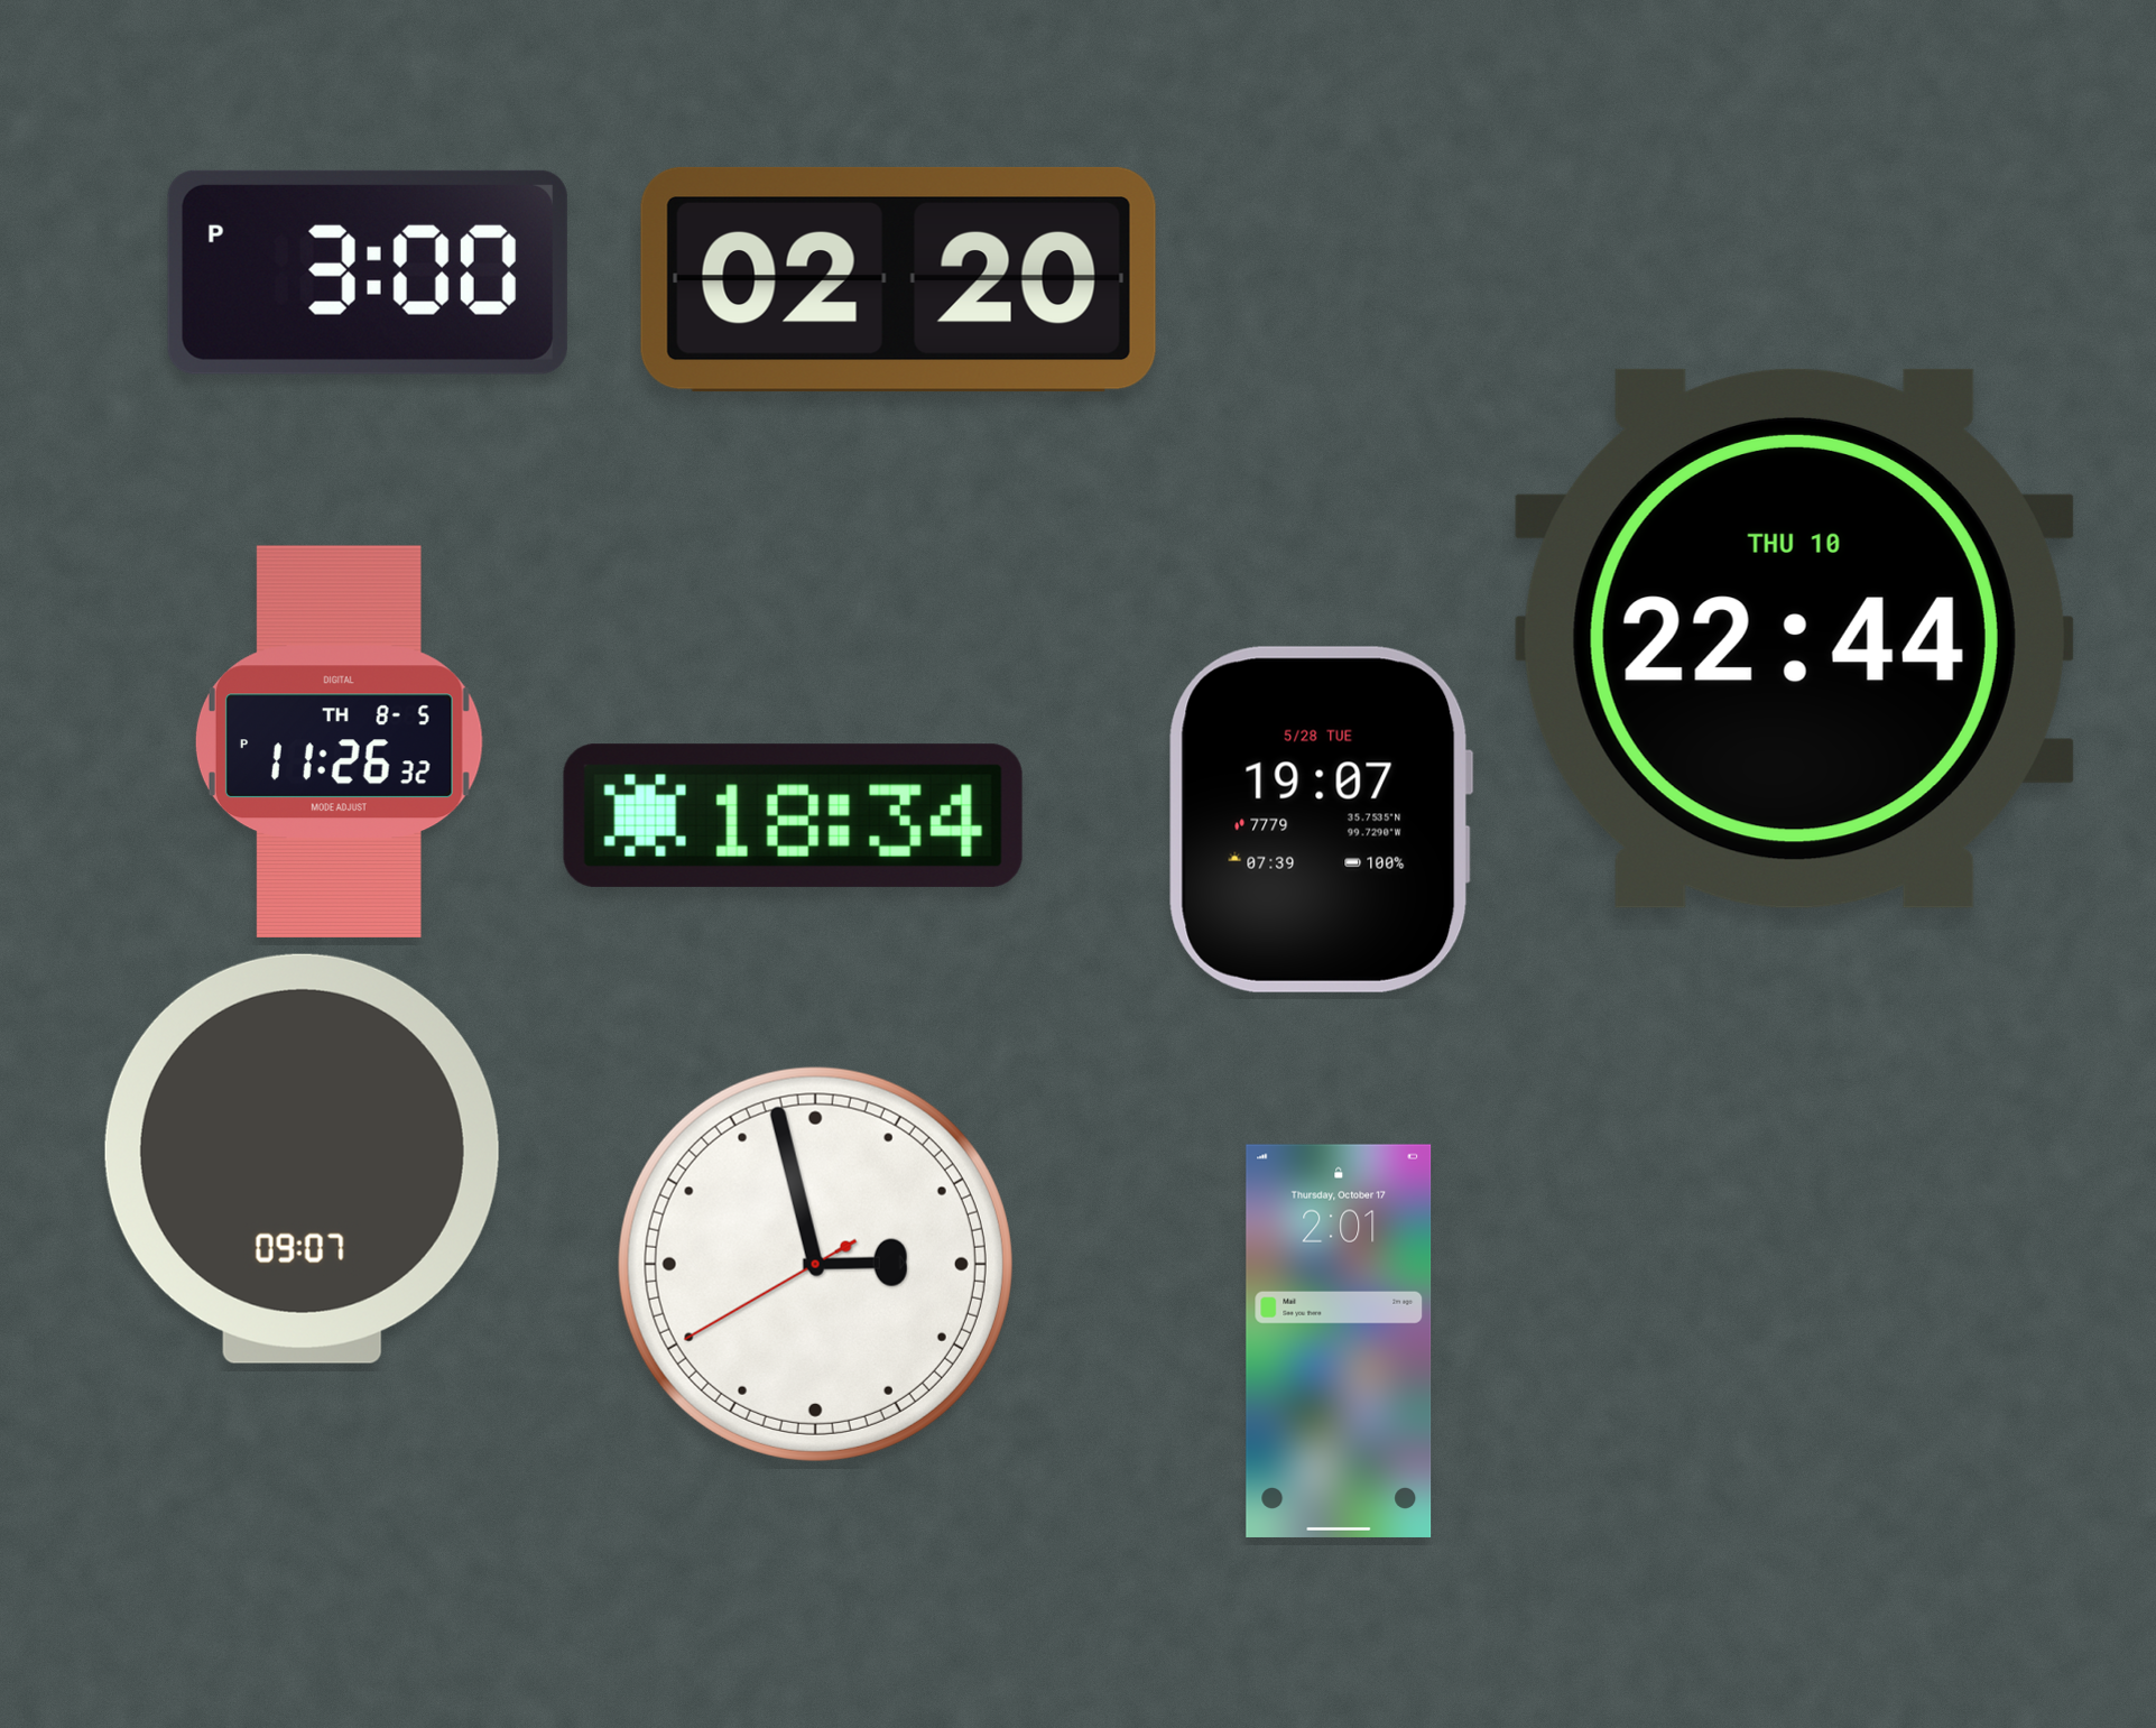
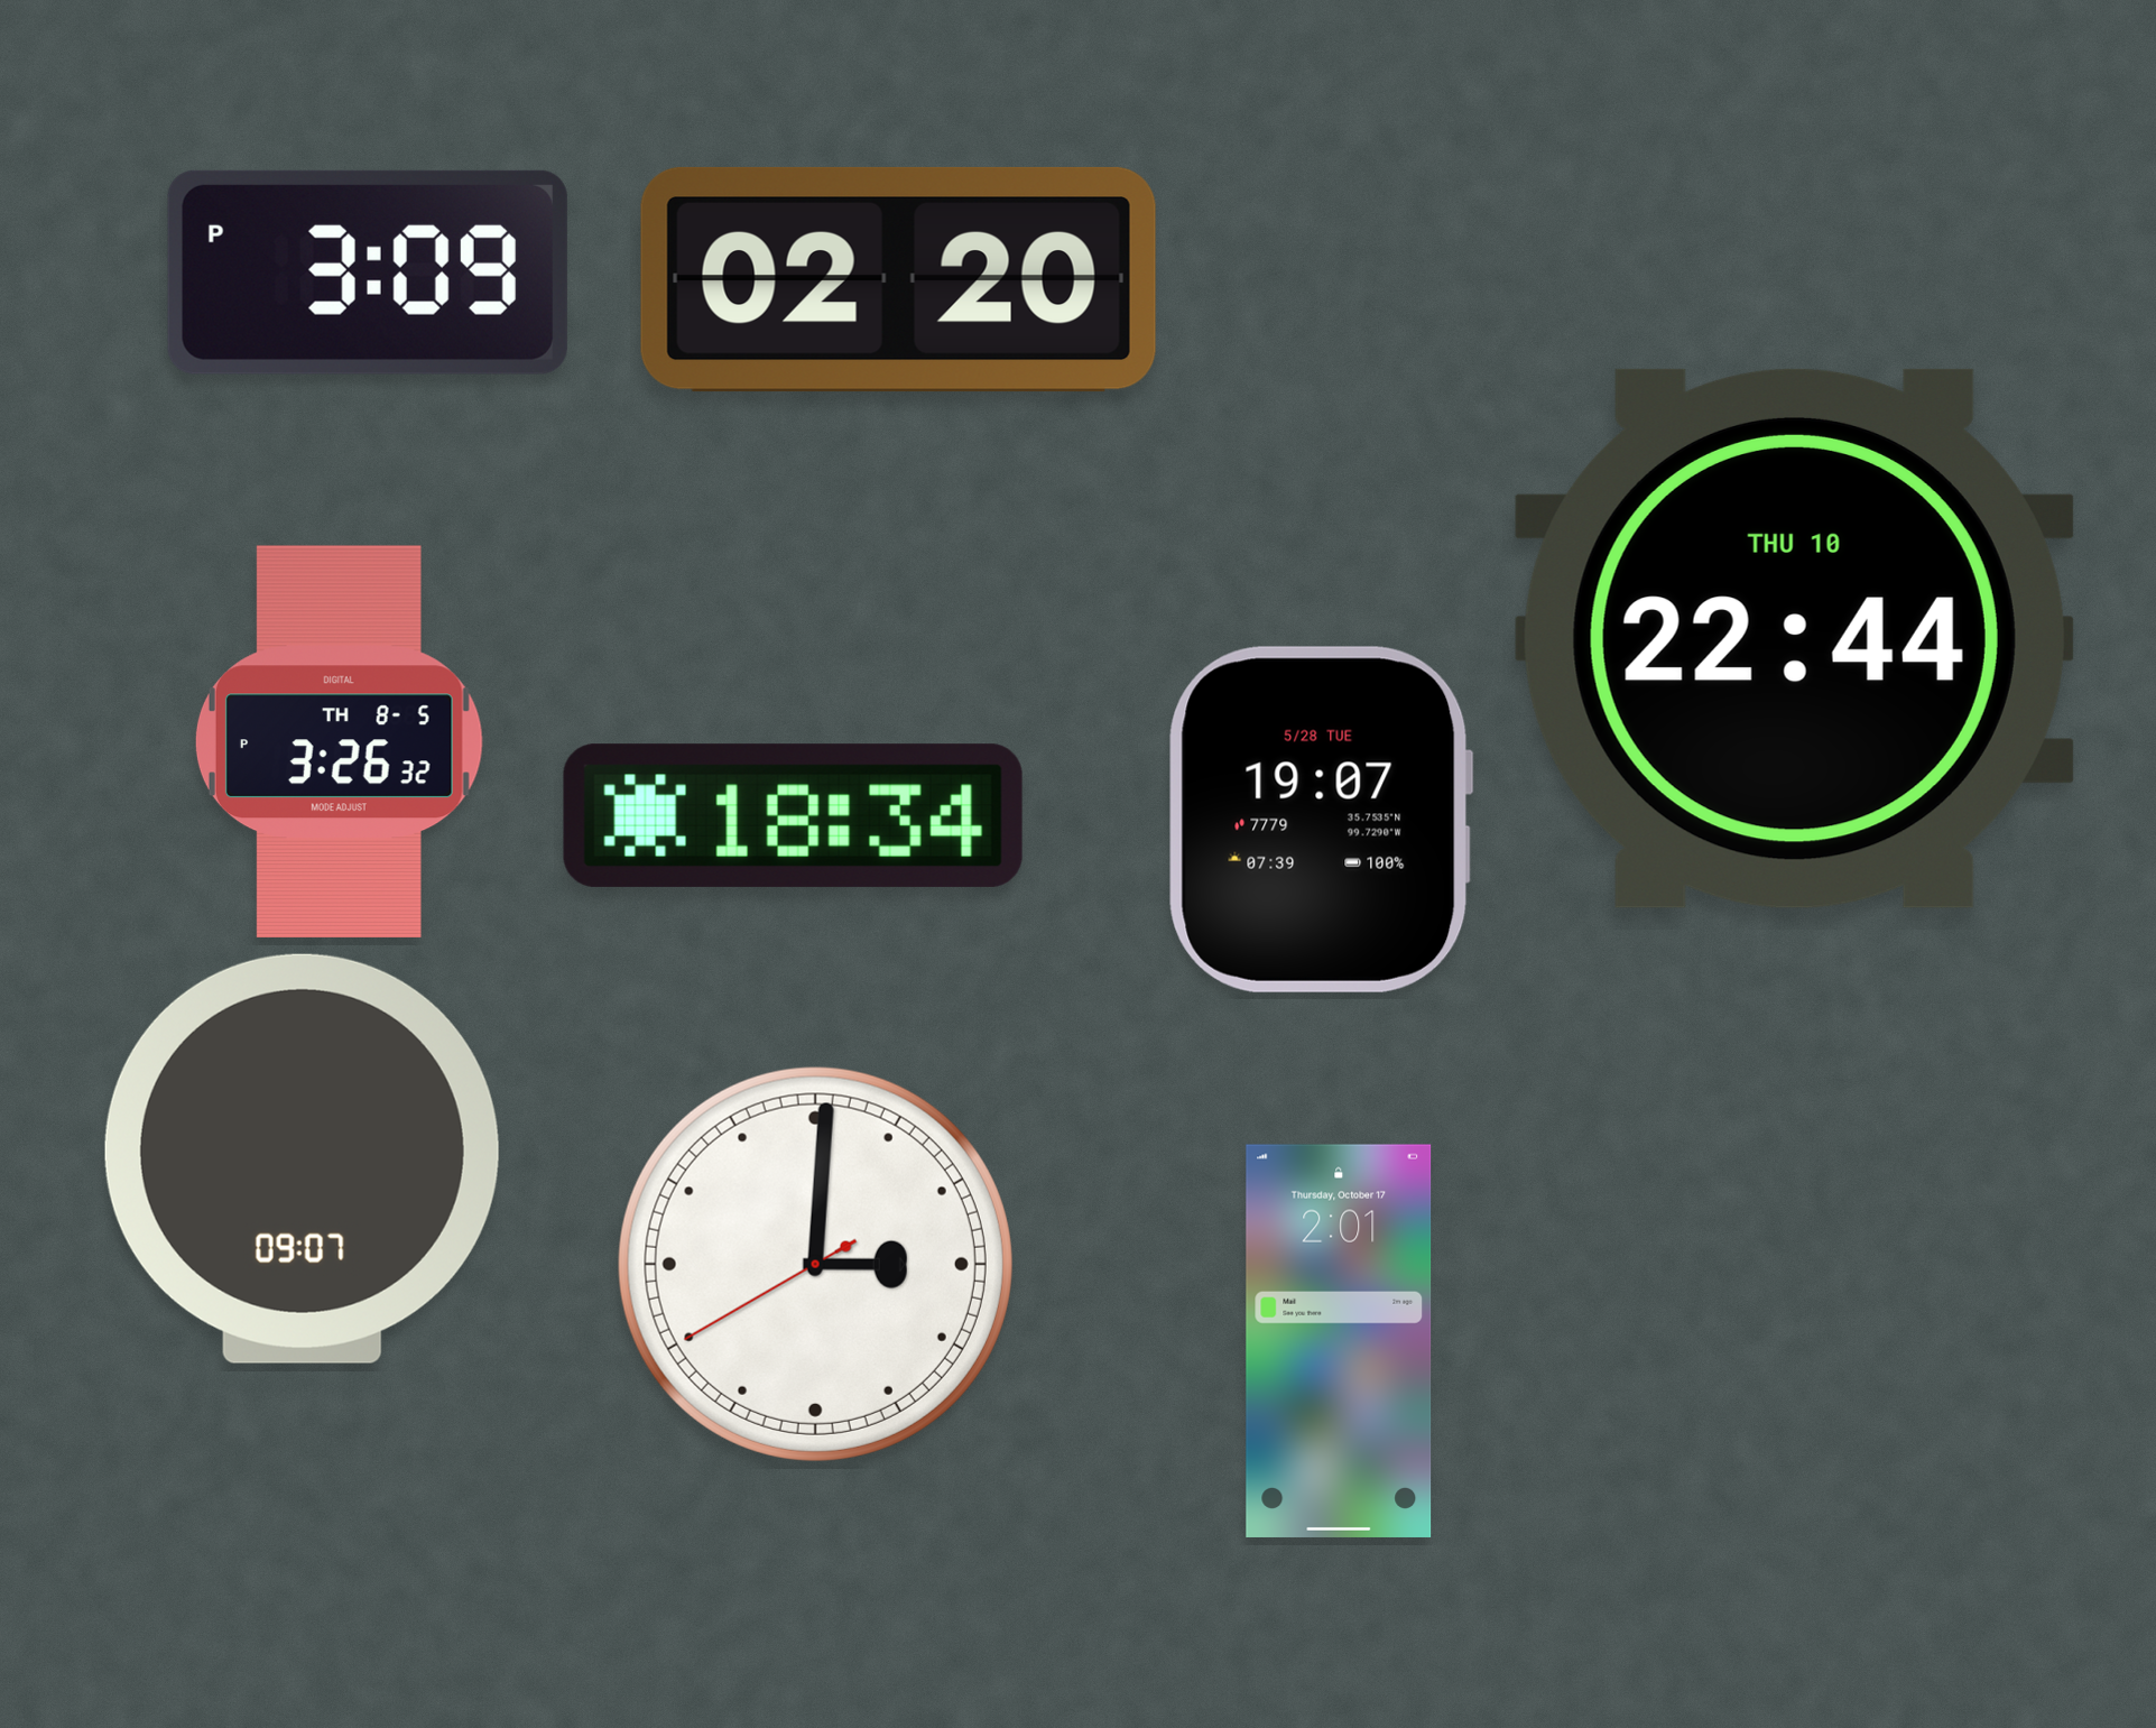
clock at (368, 272): 3:00 -> 3:09
clock at (339, 741): 11:26 -> 3:26
clock at (815, 1264): 2:57 -> 3:00
